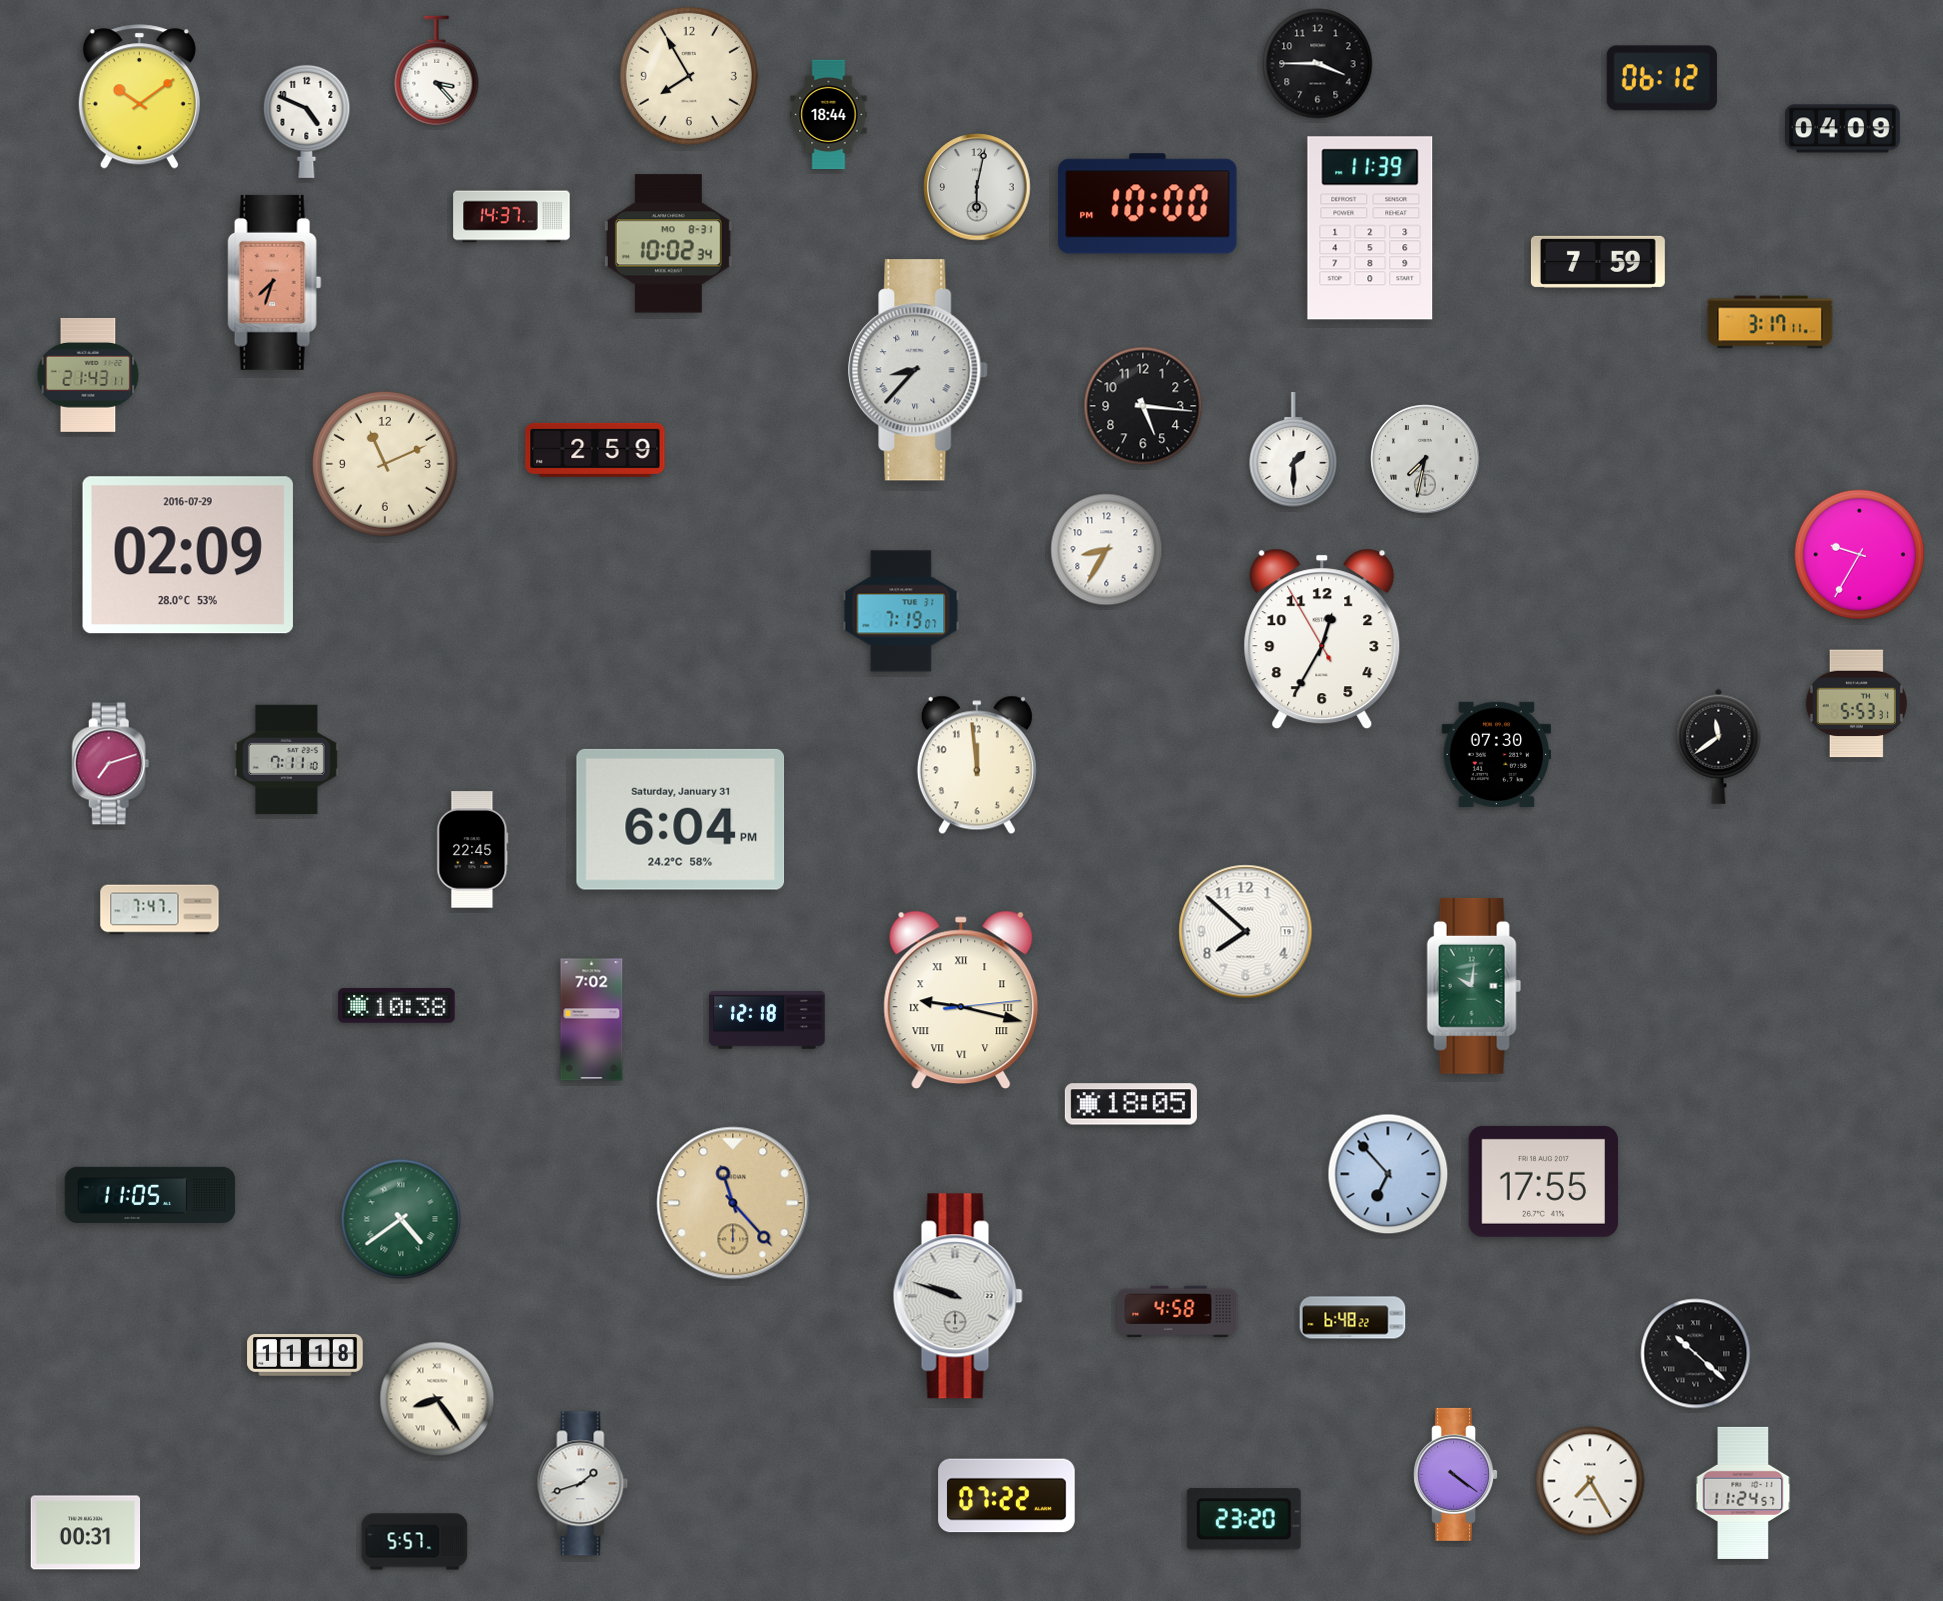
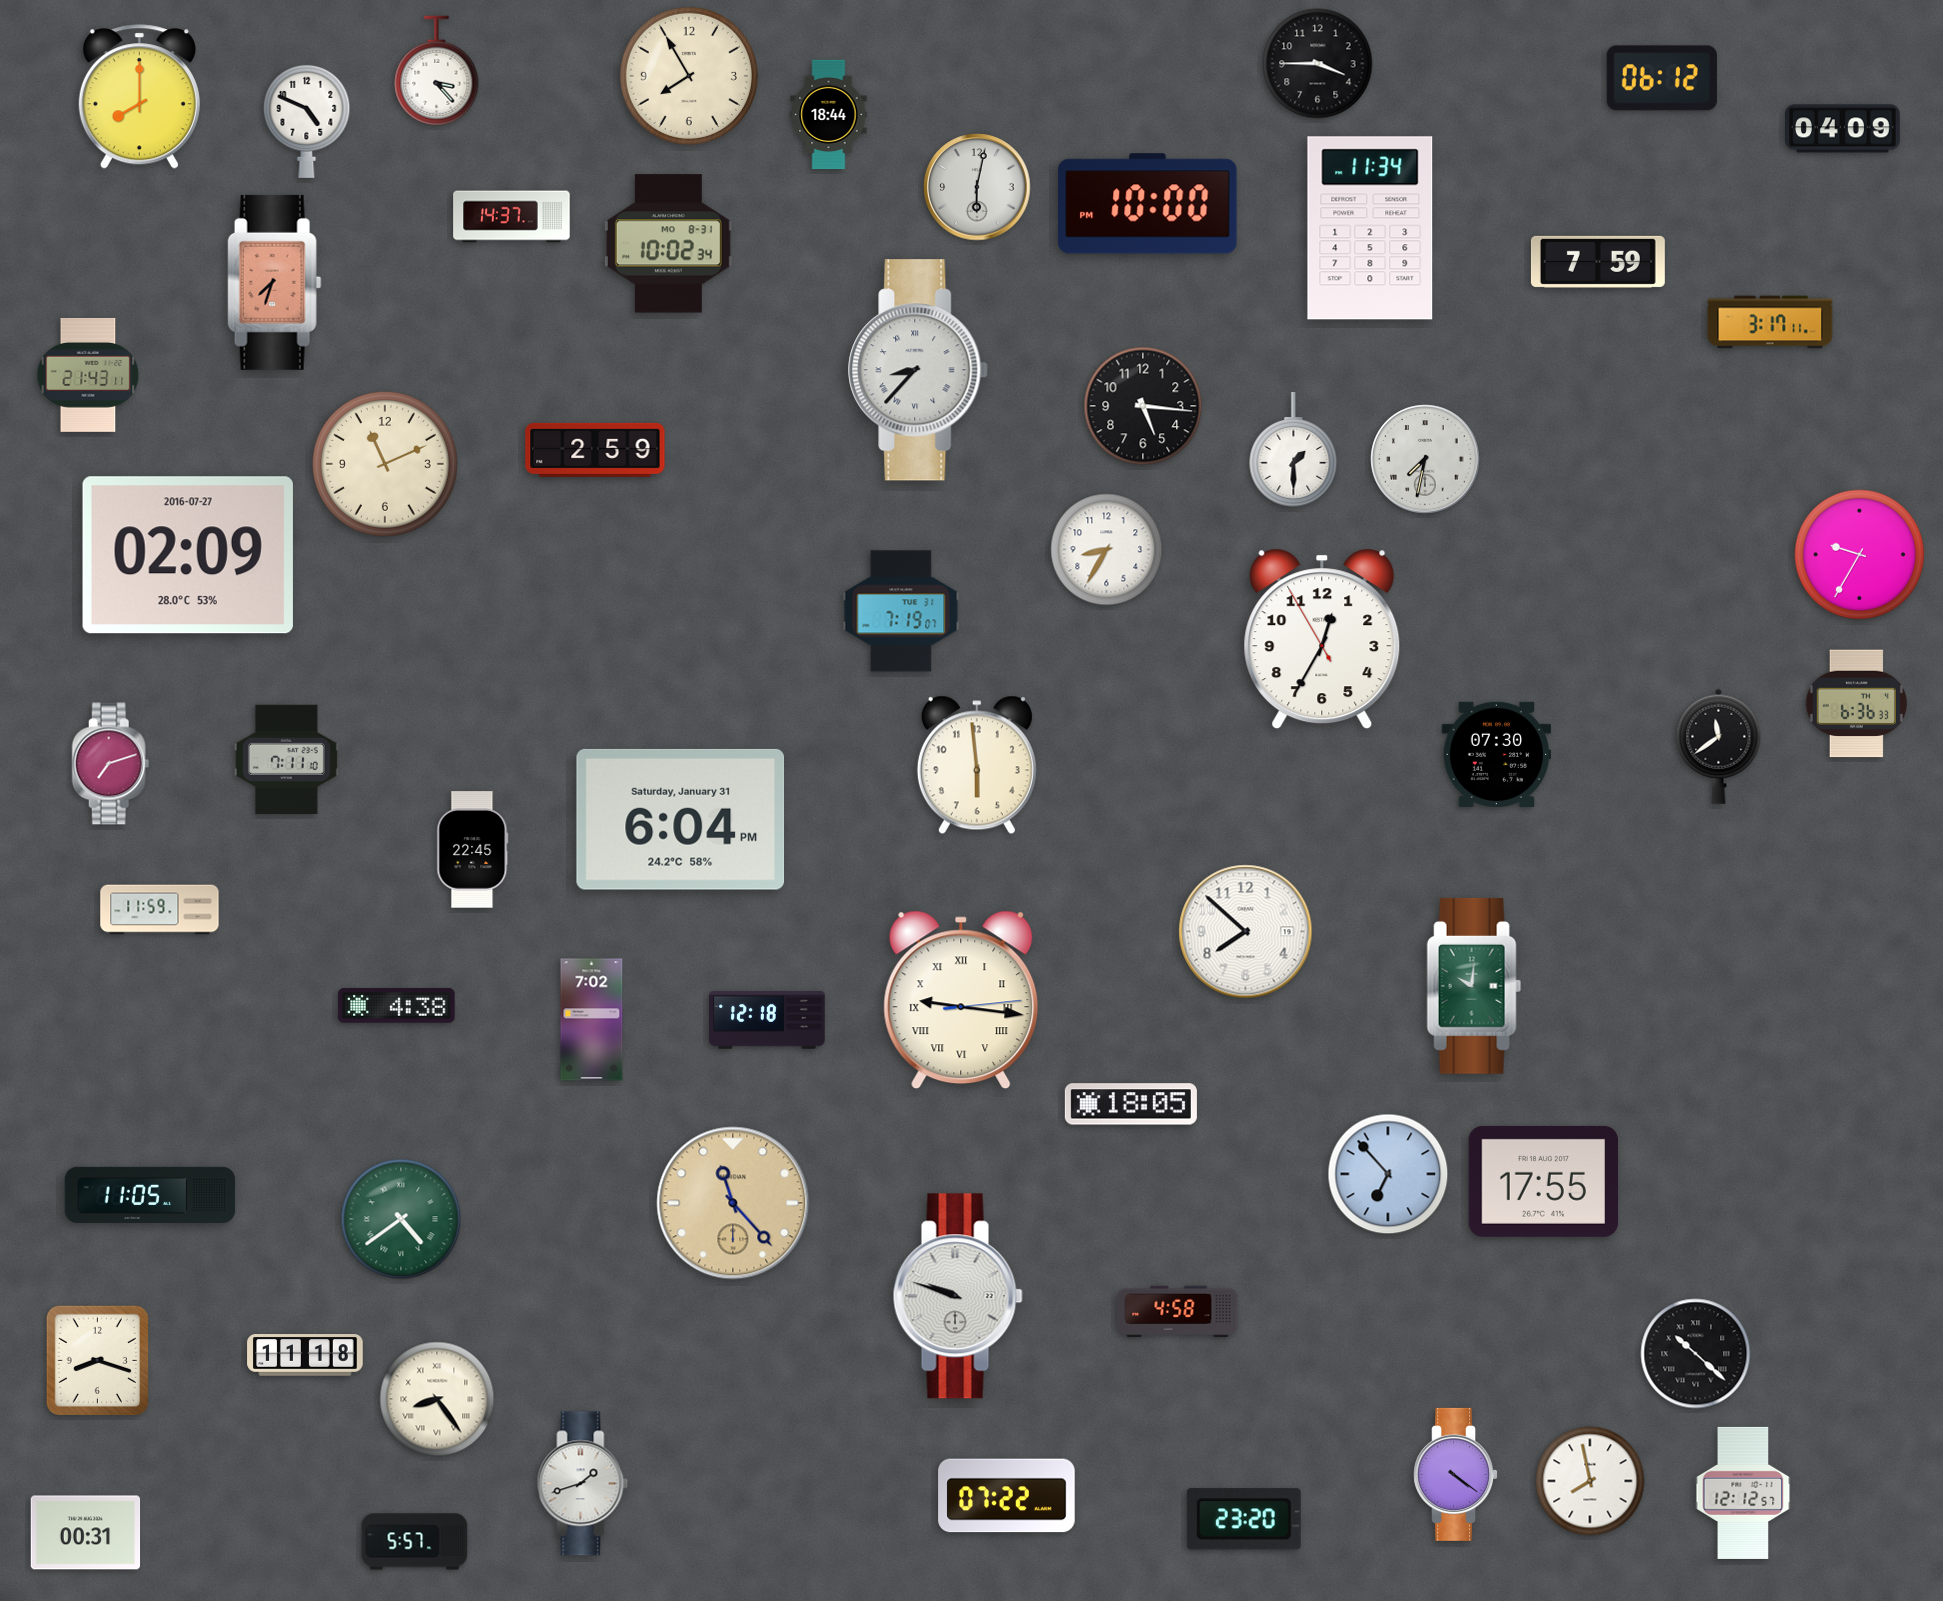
clock at (139, 97): 10:09 -> 8:00
clock at (1370, 228): 11:39 -> 11:34
clock at (188, 555) date: 2016-07-29 -> 2016-07-27
clock at (1856, 704): 5:53 -> 6:36
clock at (977, 765): 11:59 -> 5:59
clock at (160, 910): 7:47 -> 11:59
clock at (961, 1000): 9:17 -> 9:16
clock at (397, 1006): 10:38 -> 4:38
clock at (1353, 1318): 6:48 -> none
clock at (97, 1360): none -> 8:18
clock at (1590, 1481): 7:25 -> 7:58
clock at (1743, 1493): 11:24 -> 12:12
